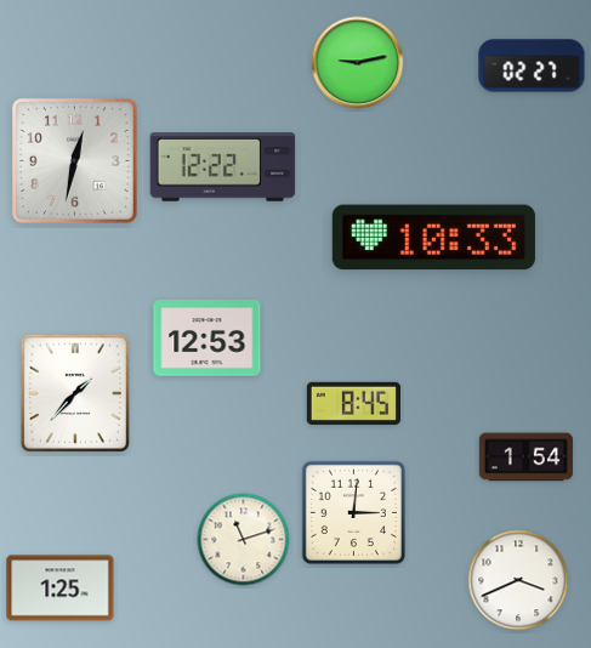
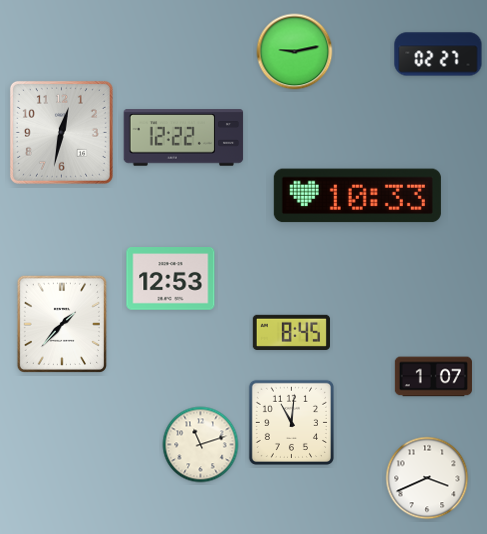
clock at (525, 457): 1:54 -> 1:07
clock at (353, 512): 3:01 -> 11:01
clock at (61, 589): 1:25 -> none
